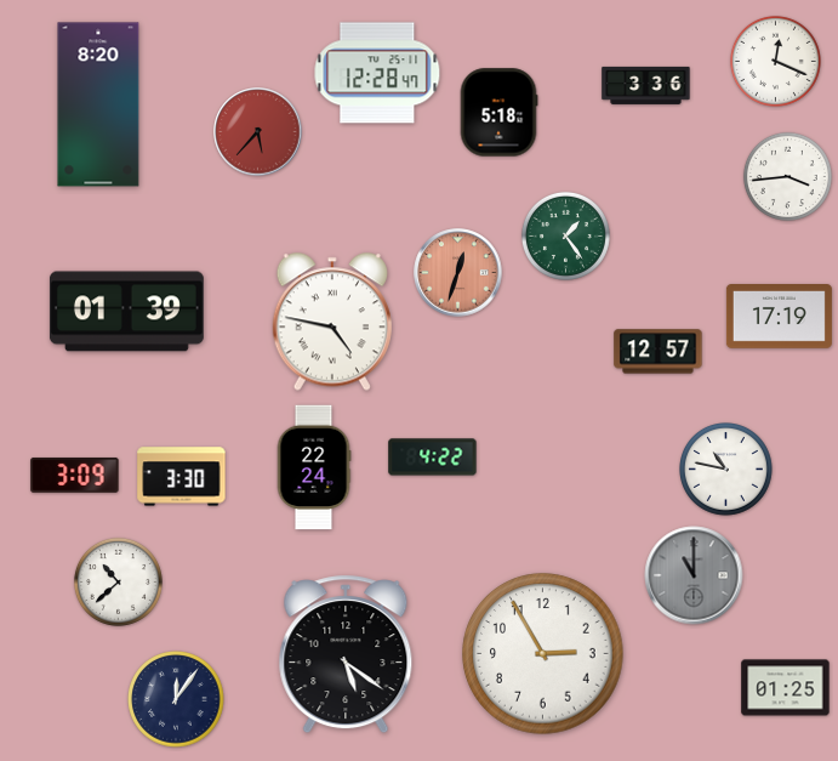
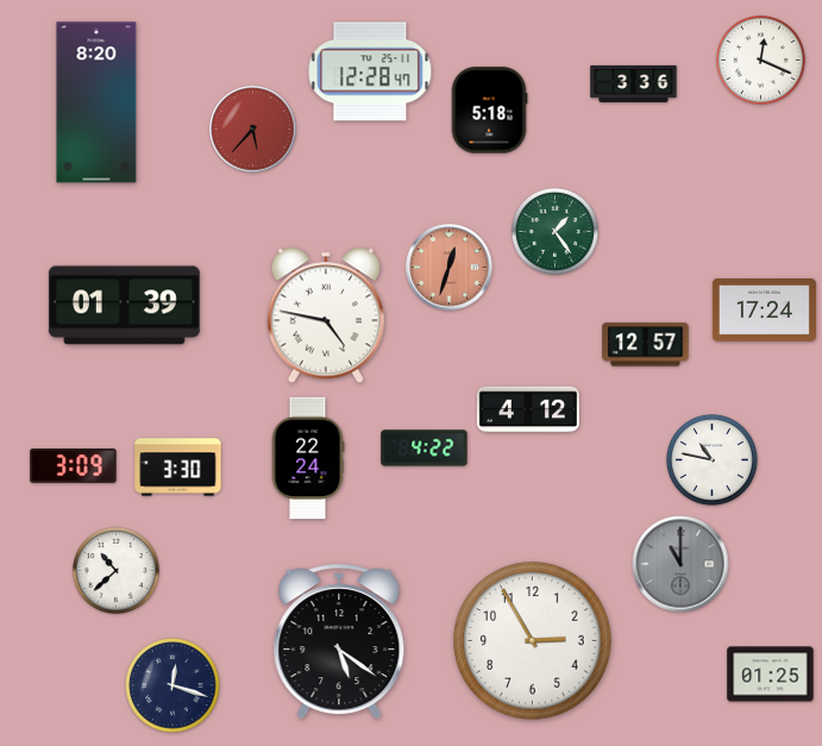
clock at (787, 176): 3:44 -> none
clock at (779, 317): 17:19 -> 17:24
clock at (528, 409): none -> 4:12
clock at (176, 699): 12:06 -> 12:18
